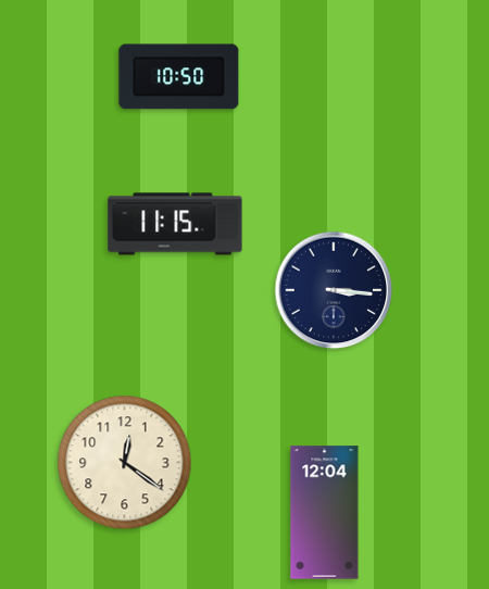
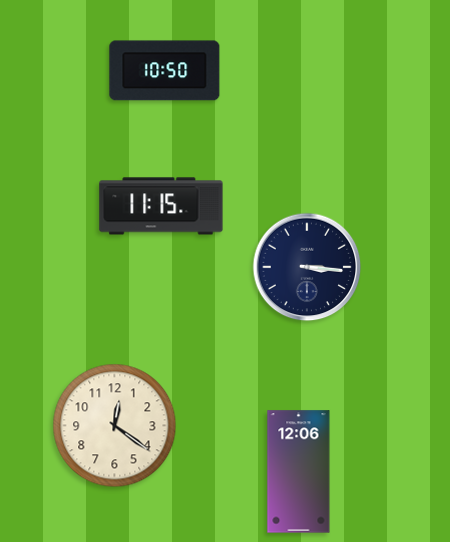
clock at (325, 513): 12:04 -> 12:06
